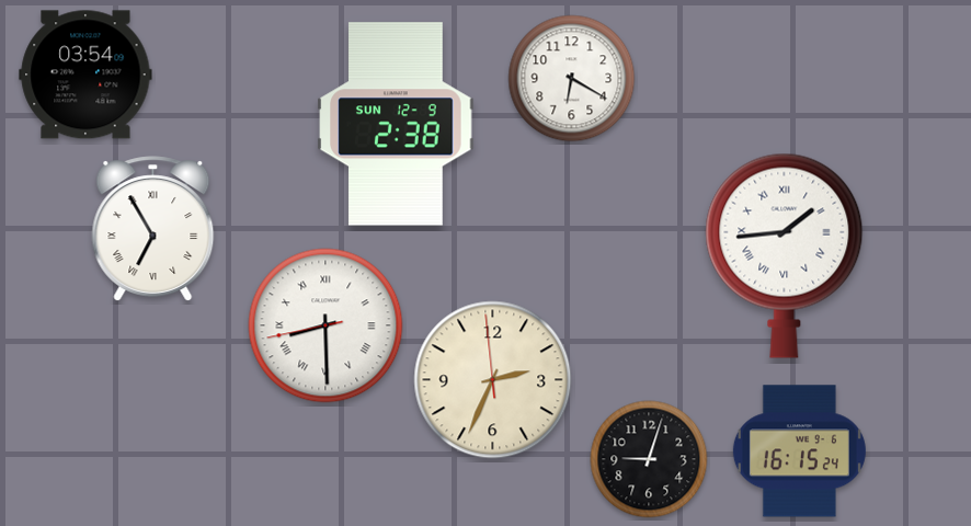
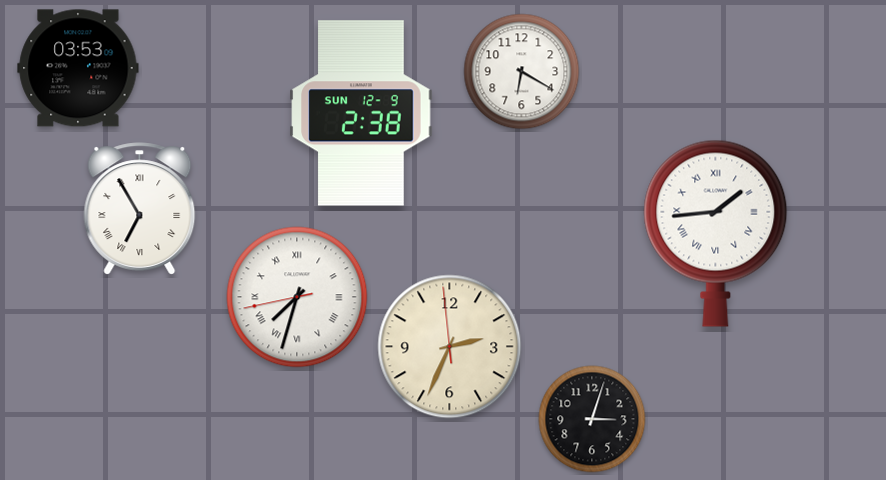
clock at (85, 75): 03:54 -> 03:53
clock at (325, 325): 8:29 -> 7:32
clock at (799, 451): 16:15 -> none
clock at (649, 459): 9:03 -> 3:03
